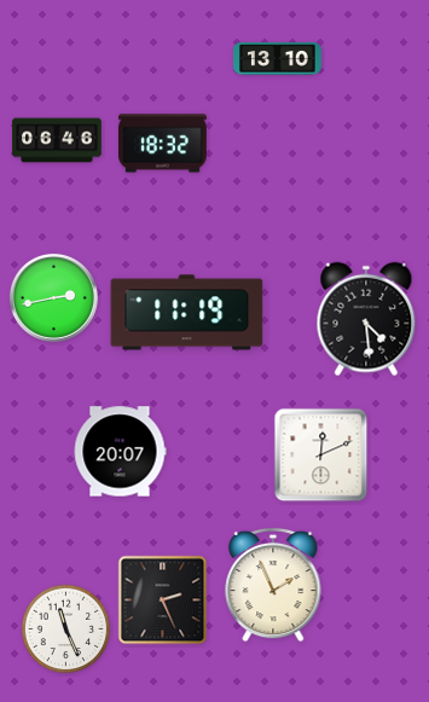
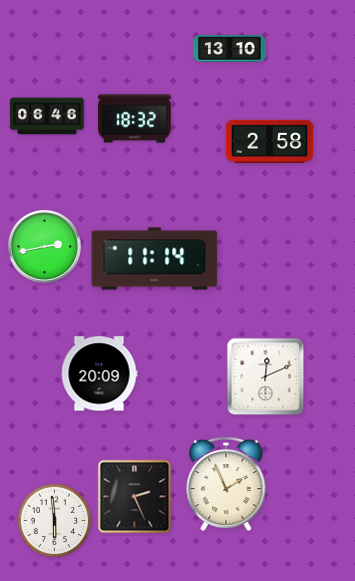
clock at (270, 141): none -> 2:58
clock at (187, 313): 11:19 -> 11:14
clock at (366, 319): 4:29 -> none
clock at (120, 452): 20:07 -> 20:09
clock at (66, 630): 11:26 -> 5:59
